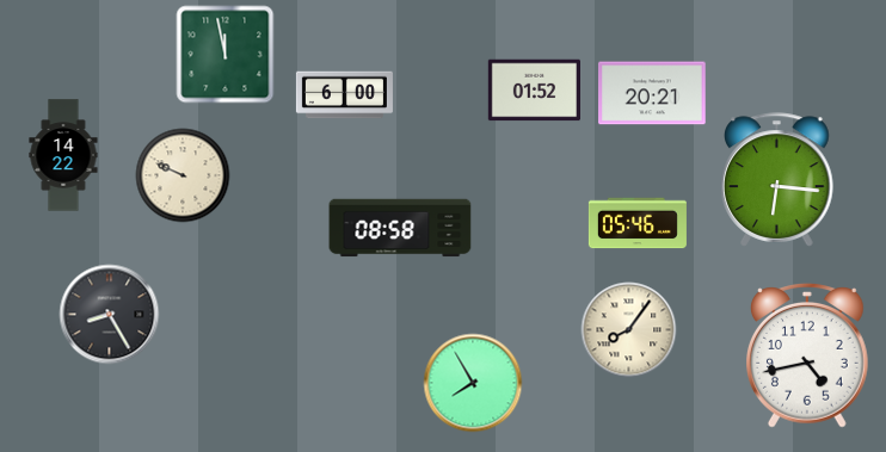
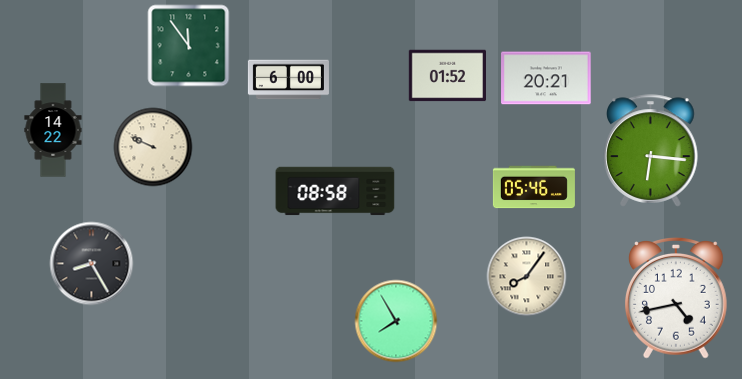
clock at (224, 54): 11:58 -> 11:54
